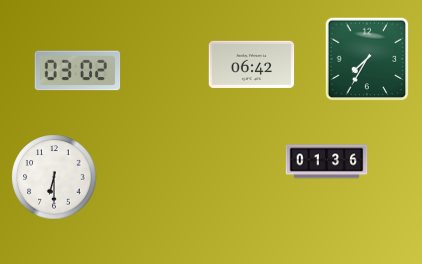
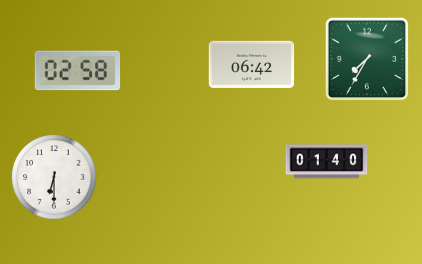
clock at (77, 71): 03:02 -> 02:58
clock at (326, 162): 01:36 -> 01:40
